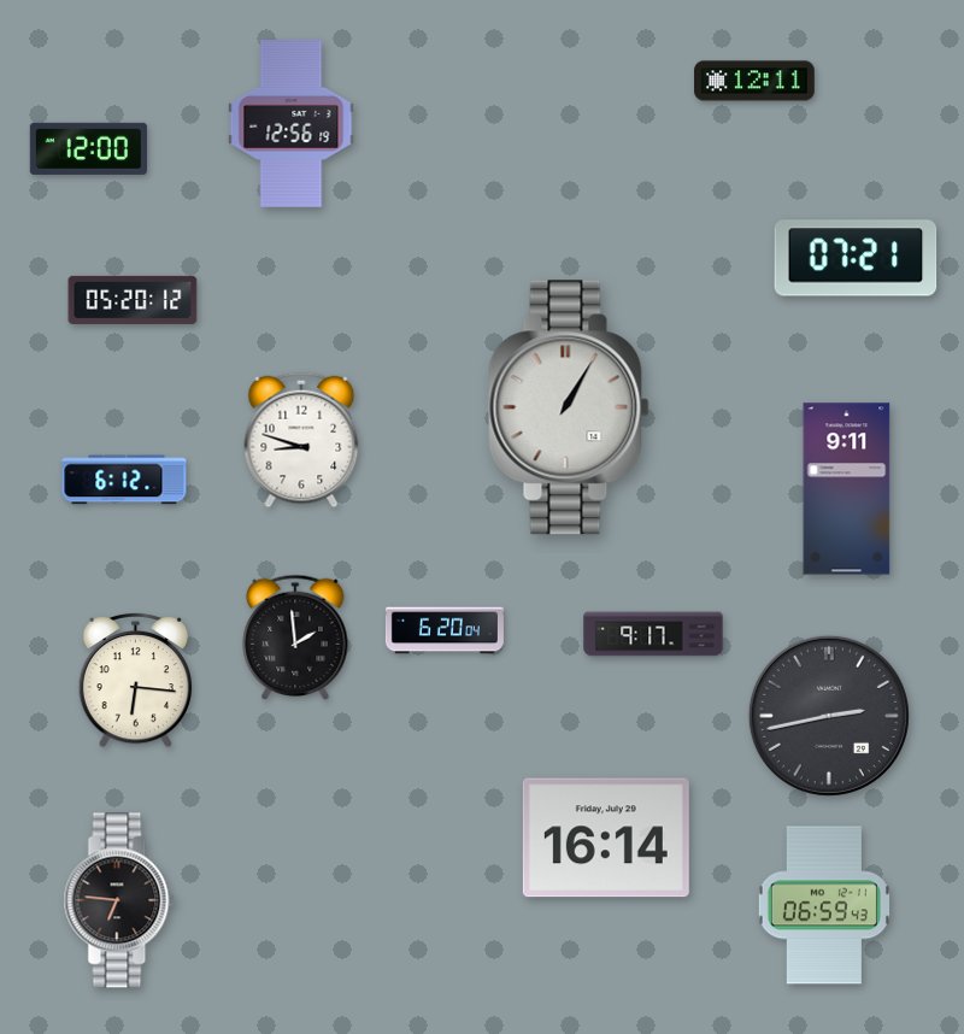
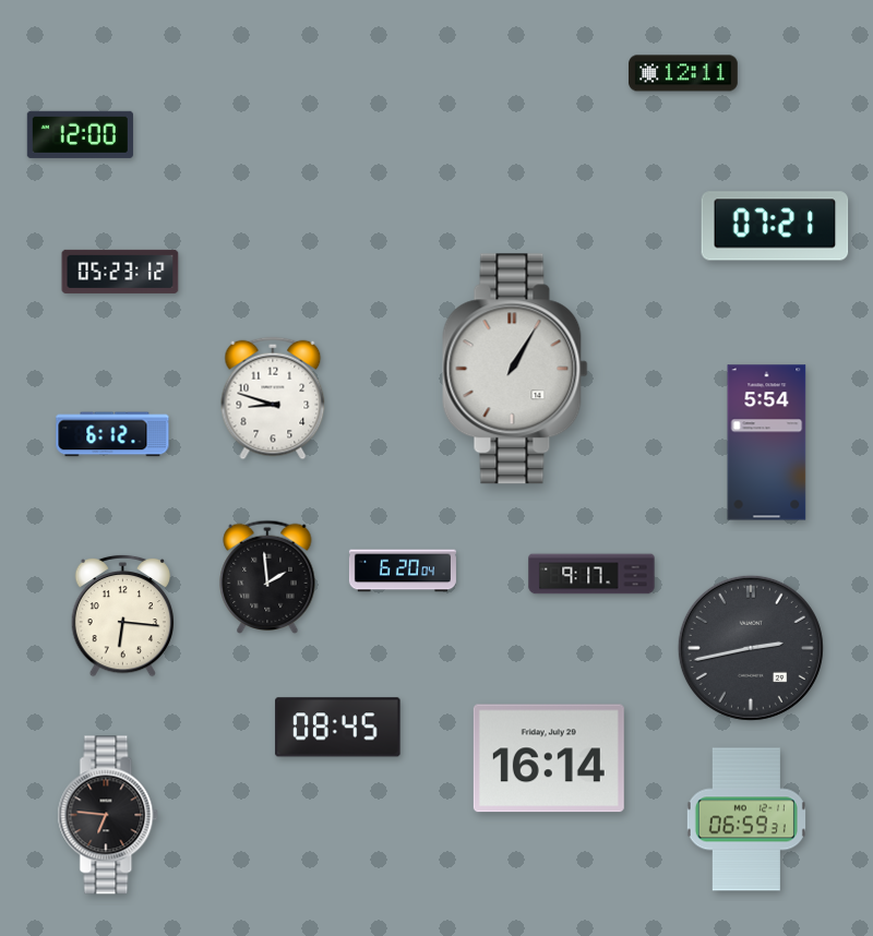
clock at (292, 124): 12:56 -> none
clock at (856, 258) position: (856, 258) -> (775, 226)
clock at (133, 300): 05:20 -> 05:23
clock at (847, 489): 9:11 -> 5:54
clock at (338, 728): none -> 08:45
clock at (824, 905): 06:59:43 -> 06:59:31
